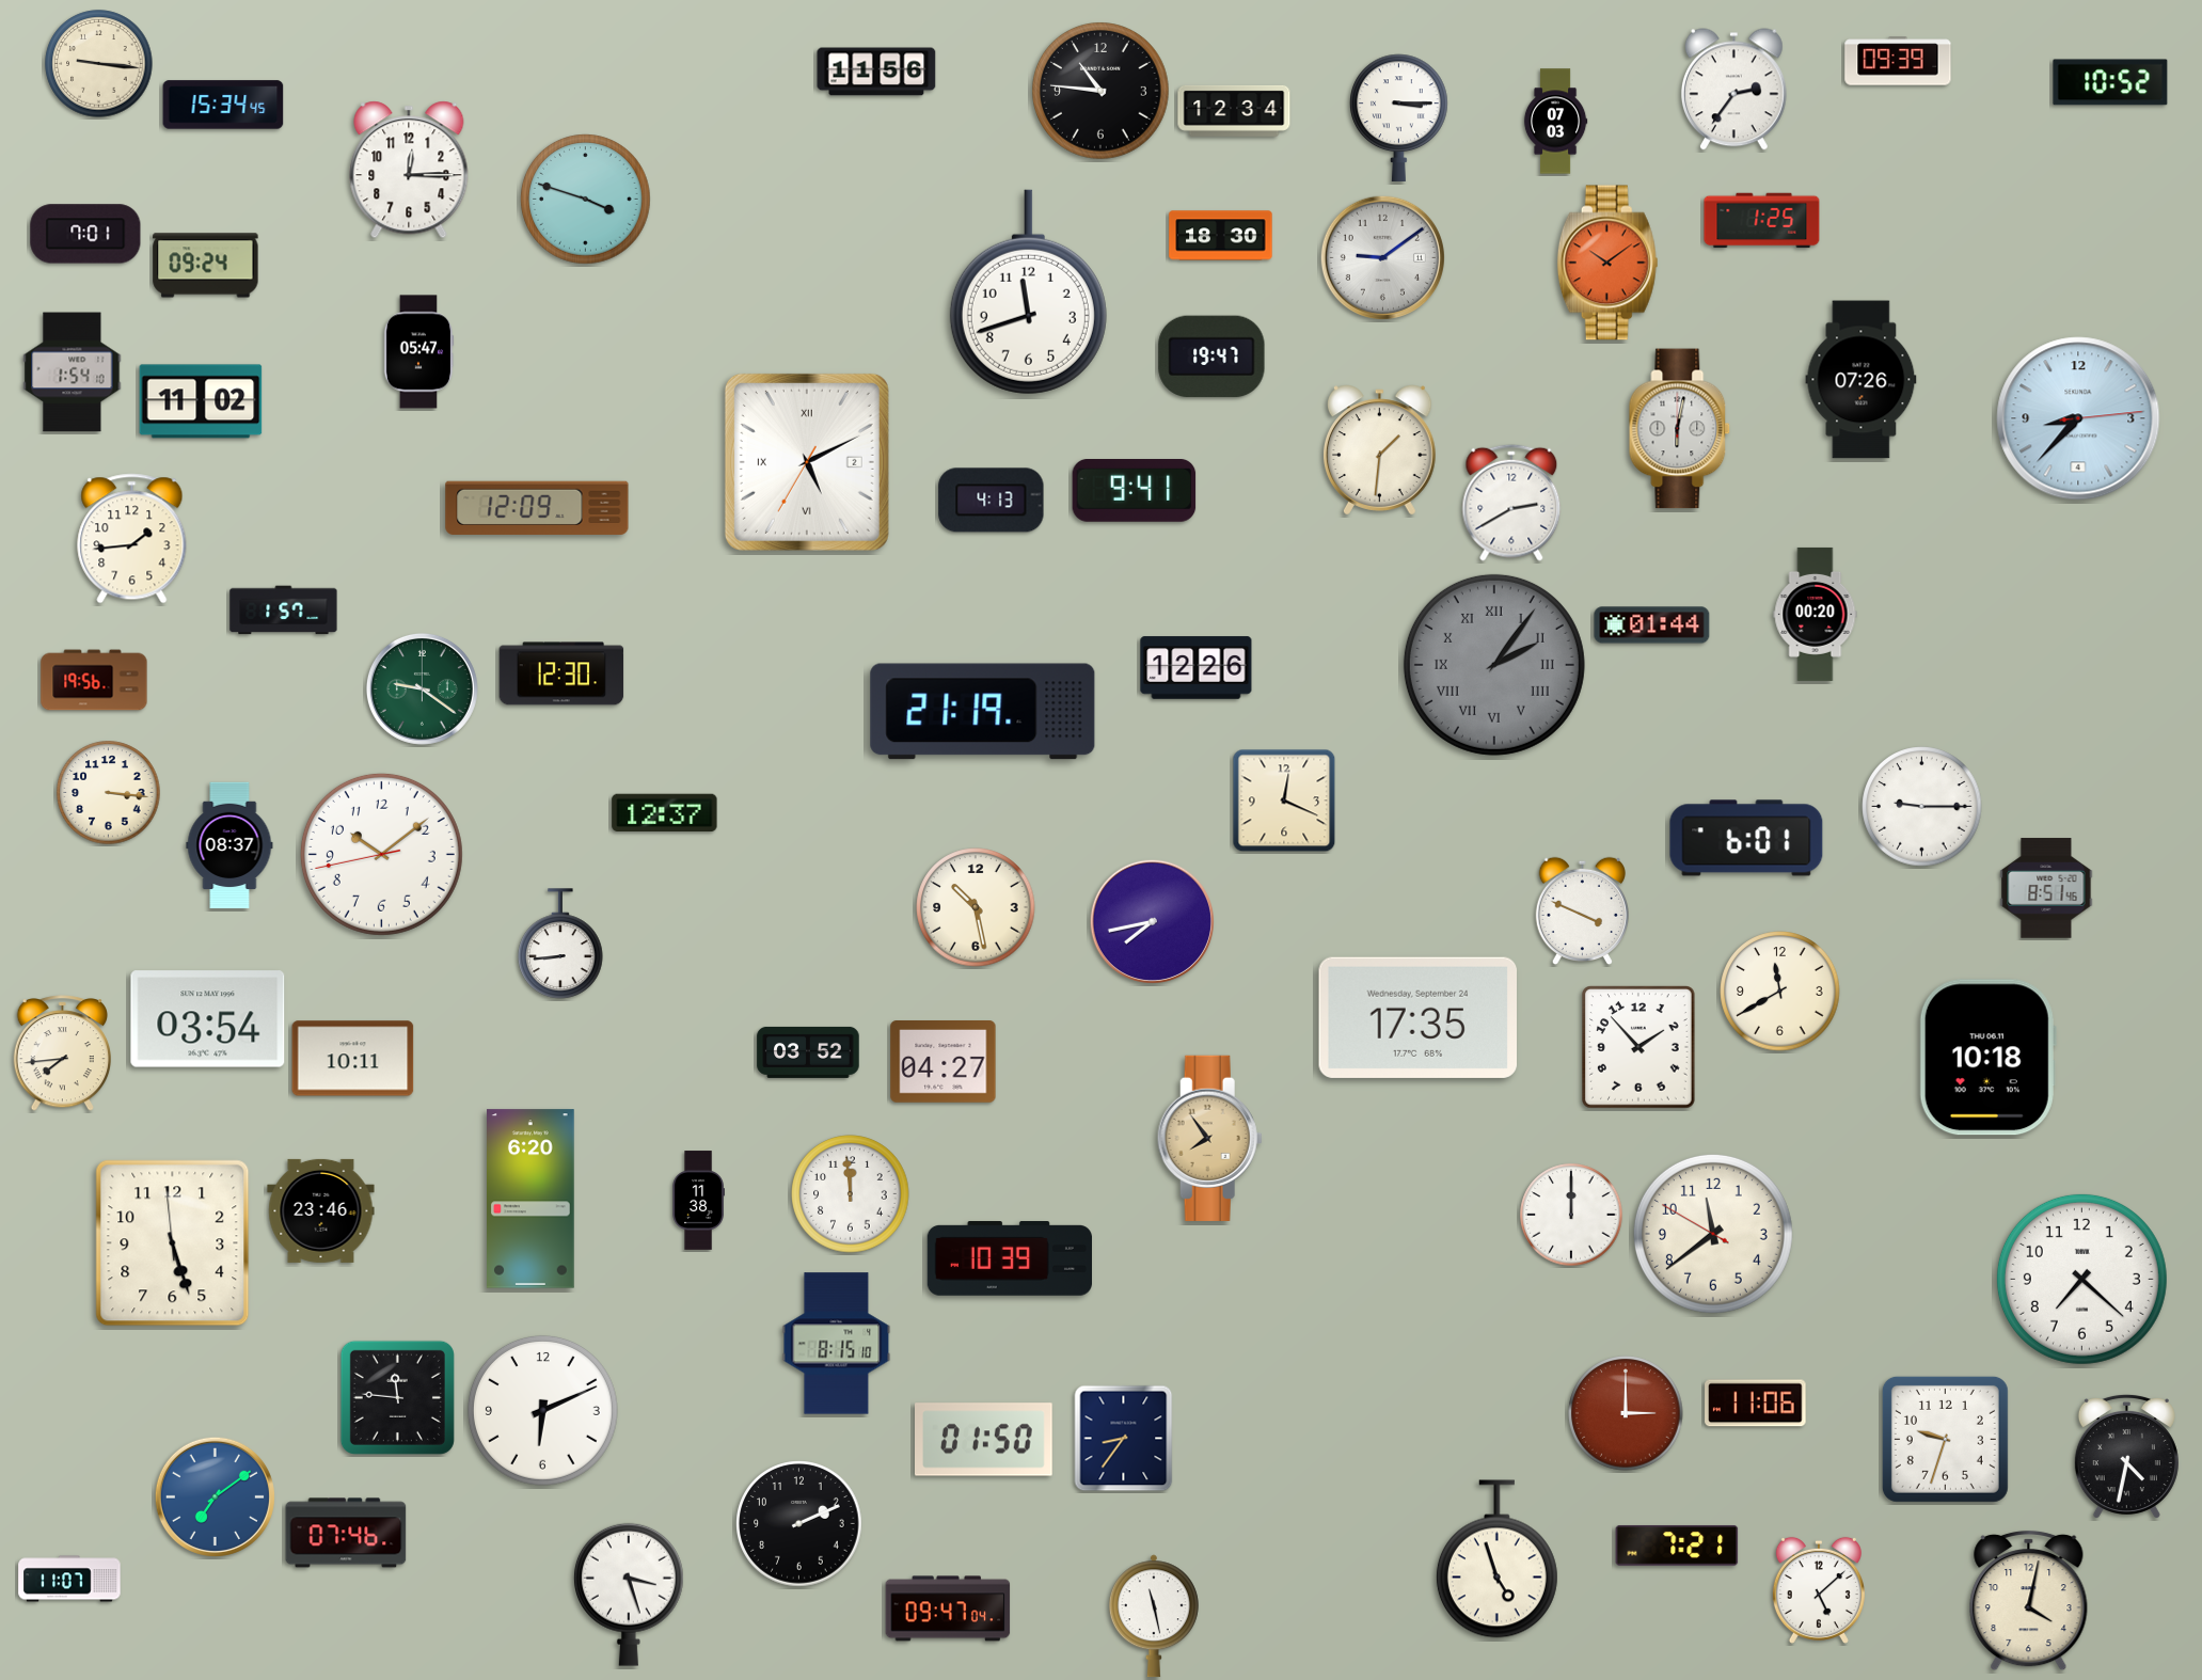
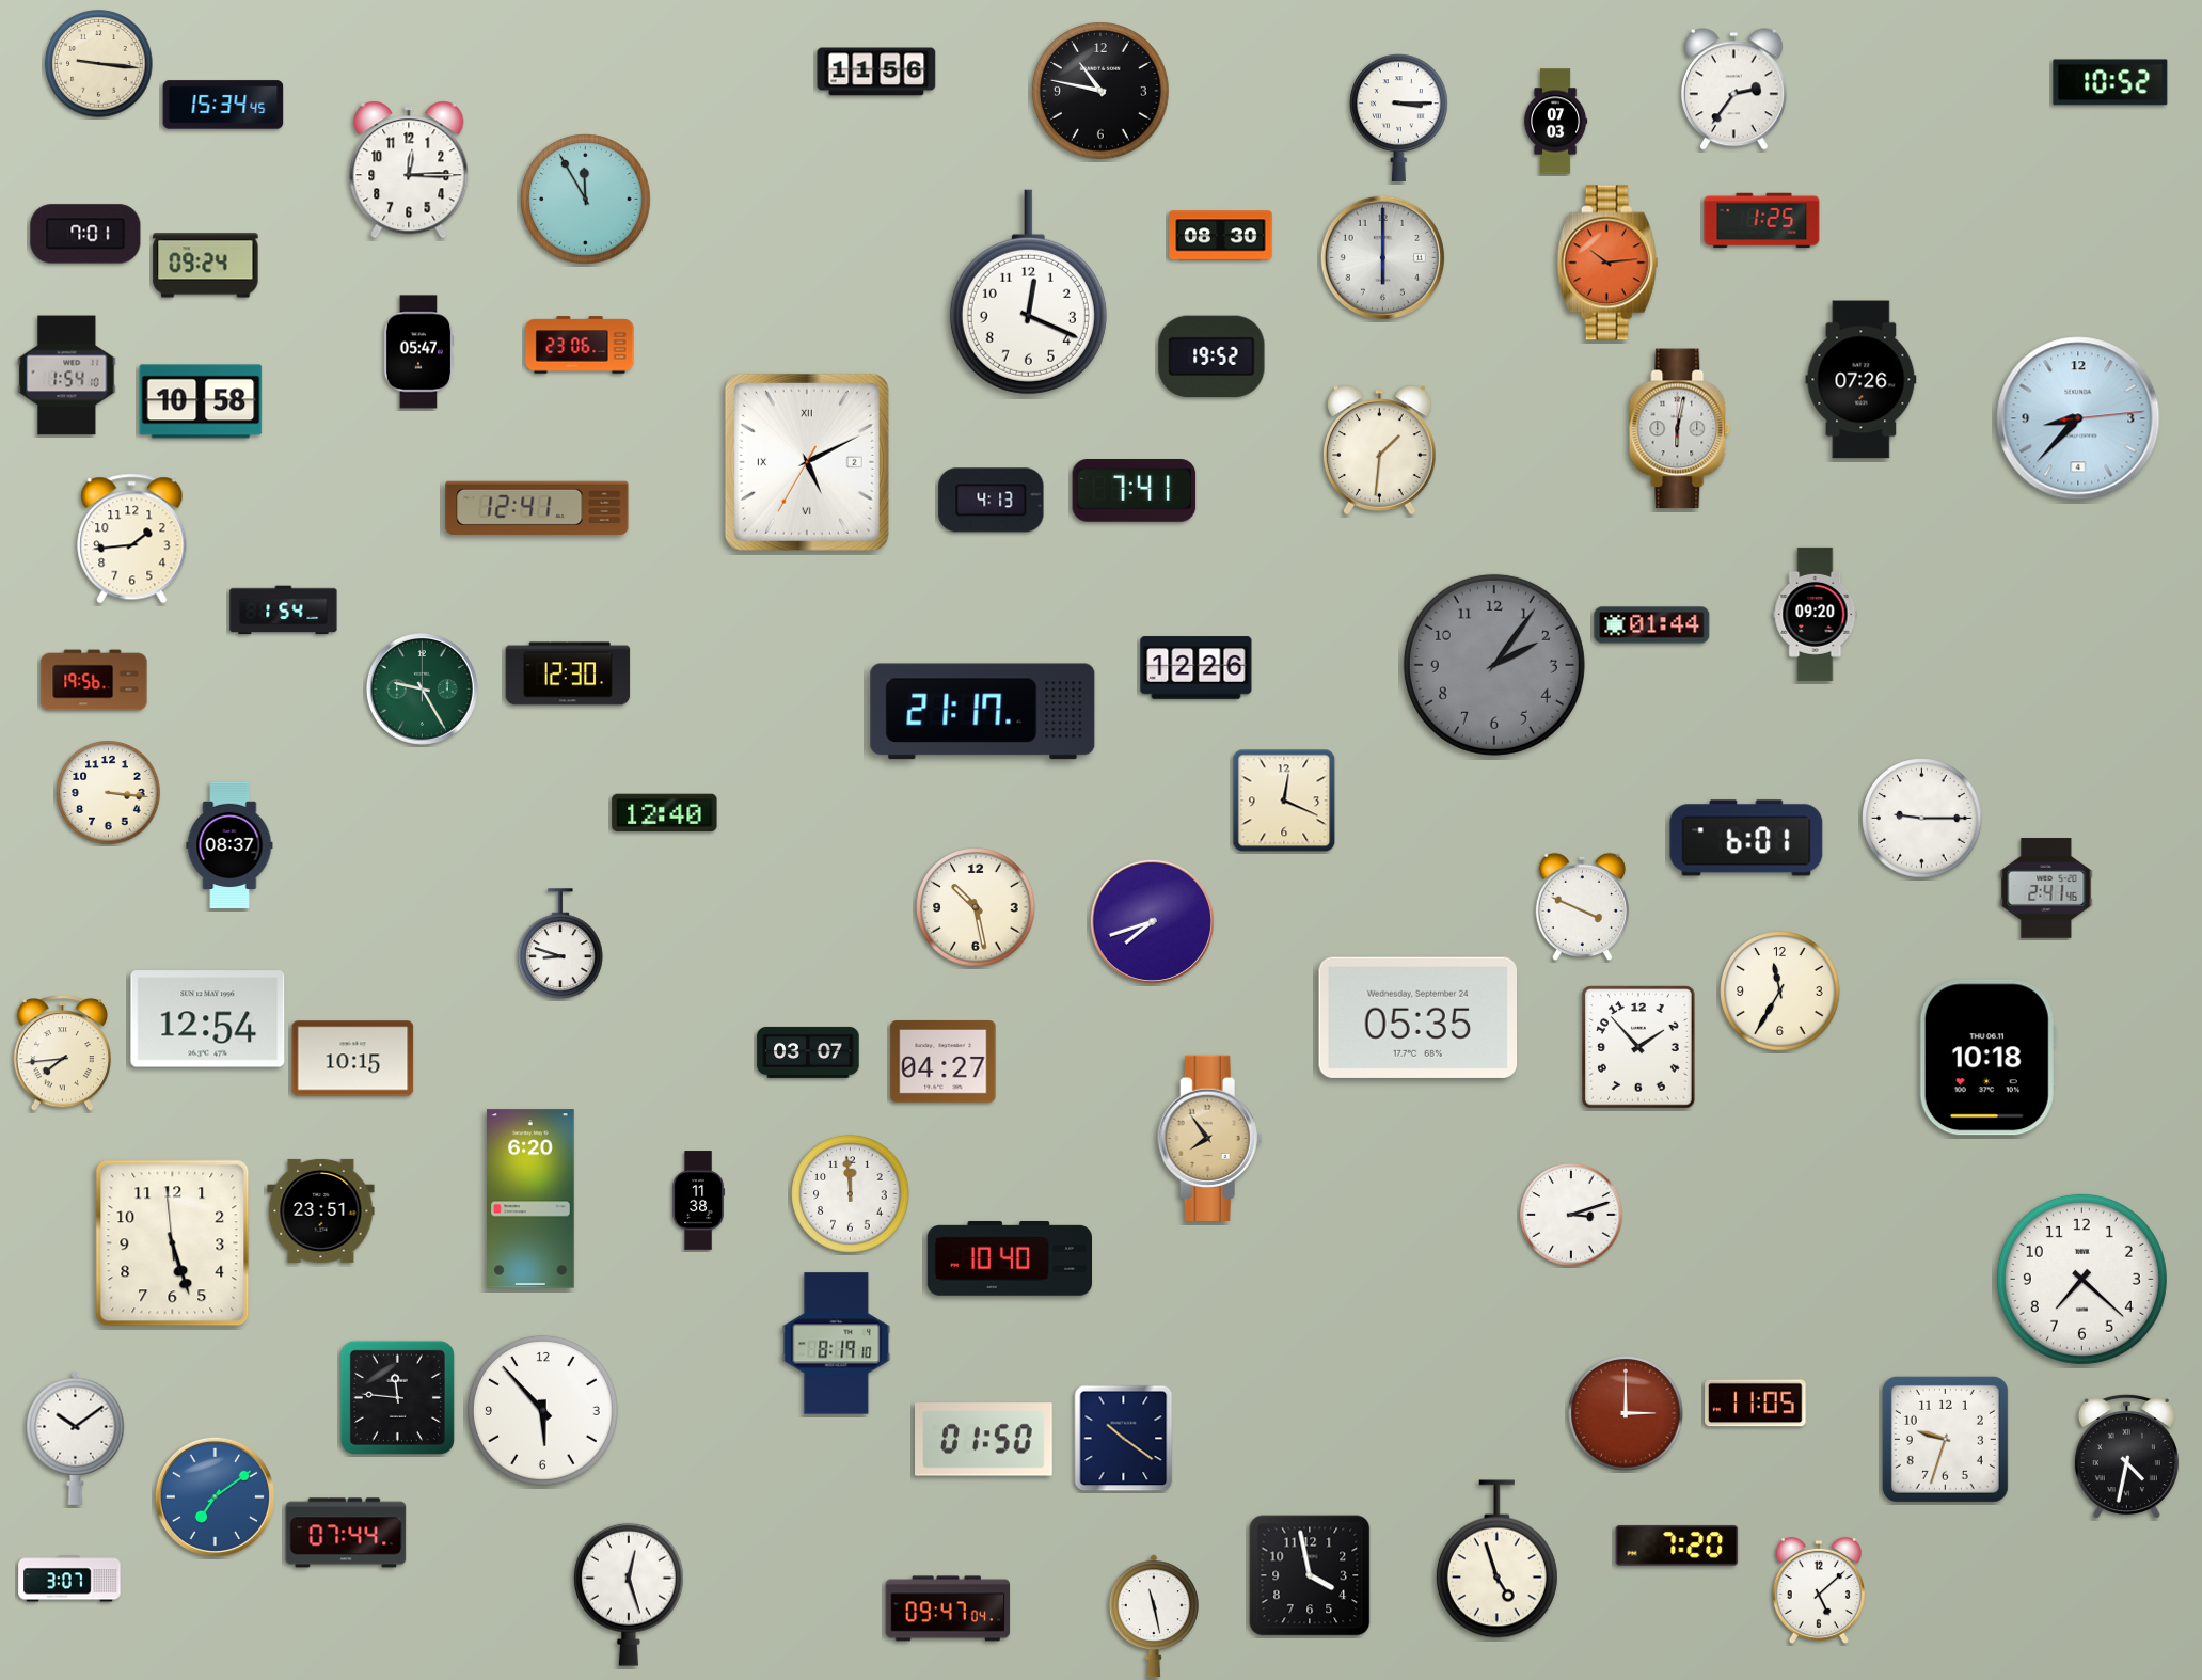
clock at (1898, 61): 09:39 -> none
clock at (1102, 92): 10:46 -> 10:47
clock at (1234, 111): 12:34 -> none
clock at (586, 200): 3:48 -> 11:55
clock at (1221, 236): 18:30 -> 08:30
clock at (1382, 257): 9:09 -> 6:00
clock at (1607, 263): 10:09 -> 10:14
clock at (1028, 292): 11:42 -> 12:19
clock at (580, 345): none -> 23:06
clock at (1211, 356): 19:47 -> 19:52
clock at (73, 373) position: (73, 373) -> (67, 376)
clock at (201, 401): 11:02 -> 10:58
clock at (1135, 491): 9:41 -> 7:41
clock at (1511, 503): 2:40 -> none
clock at (537, 508): 12:09 -> 12:41
clock at (284, 611): 1:57 -> 1:54
clock at (1816, 614): 00:20 -> 09:20
clock at (1494, 665) numerals: Roman -> Arabic
clock at (561, 673) position: (561, 673) -> (568, 673)
clock at (422, 688): 9:21 -> 9:25
clock at (983, 712): 21:19 -> 21:17
clock at (1922, 807) position: (1922, 807) -> (1922, 819)
clock at (665, 813): 12:37 -> 12:40
clock at (381, 854): 10:08 -> none
clock at (2046, 888): 8:51 -> 2:41
clock at (1582, 912) position: (1582, 912) -> (1582, 907)
clock at (1152, 921): 7:43 -> 7:42
clock at (560, 944): 8:44 -> 8:48
clock at (1780, 992): 11:40 -> 11:35
clock at (1417, 1017): 17:35 -> 05:35
clock at (208, 1019): 03:54 -> 12:54
clock at (808, 1052): 03:52 -> 03:07
clock at (353, 1059): 10:11 -> 10:15
clock at (321, 1210): 23:46 -> 23:51
clock at (1571, 1215): 12:00 -> 3:12
clock at (1713, 1234): 11:38 -> none
clock at (1009, 1259): 10:39 -> 10:40
clock at (837, 1344): 8:15 -> 8:19
clock at (1756, 1404): 11:06 -> 11:05
clock at (542, 1410): 6:11 -> 5:53
clock at (76, 1438): none -> 10:09
clock at (1124, 1439): 8:36 -> 10:21
clock at (799, 1524): 2:11 -> none
clock at (346, 1533): 07:46 -> 07:44
clock at (1677, 1546): 7:21 -> 7:20
clock at (1310, 1575): none -> 3:58
clock at (69, 1579): 11:07 -> 3:07
clock at (629, 1595): 3:27 -> 12:27
clock at (2029, 1601): 4:02 -> none
